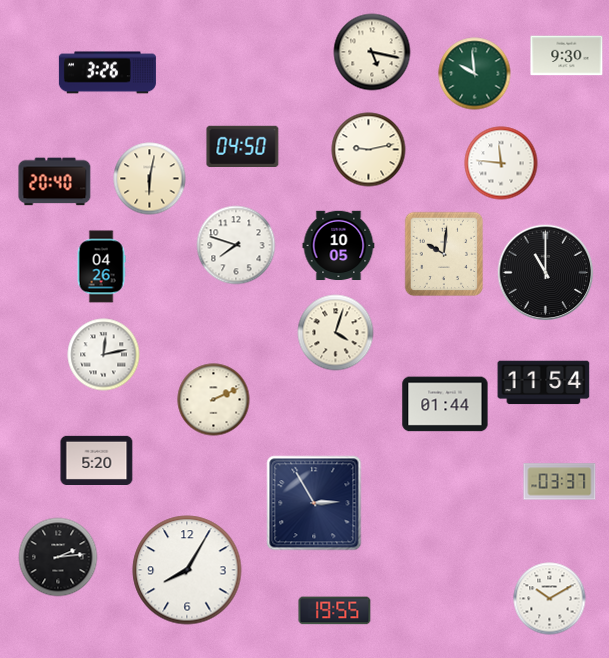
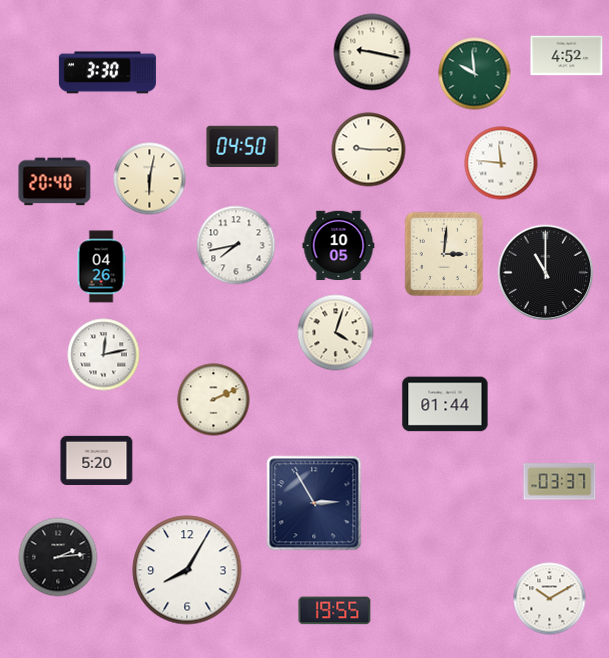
clock at (372, 52): 5:17 -> 9:17
clock at (567, 56): 9:30 -> 4:52
clock at (107, 73): 3:26 -> 3:30
clock at (369, 150): 9:13 -> 9:15
clock at (236, 245): 7:48 -> 7:43
clock at (444, 254): 10:01 -> 3:01
clock at (544, 383): 11:54 -> none
